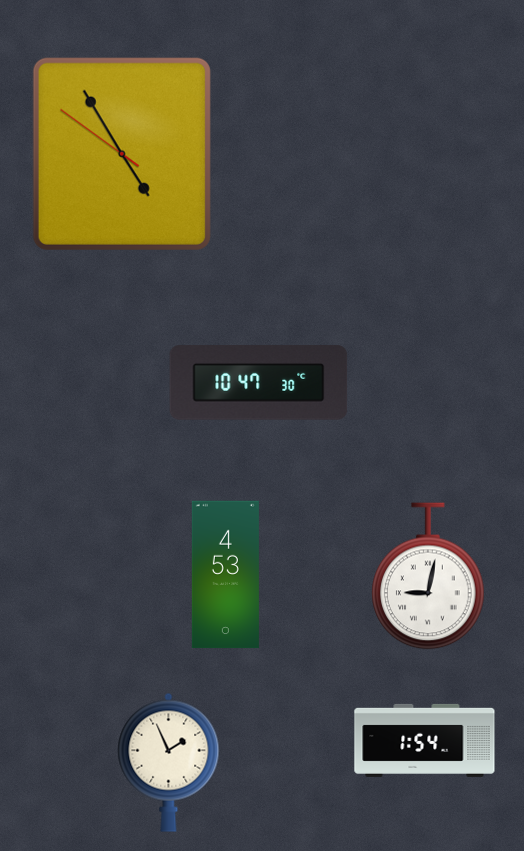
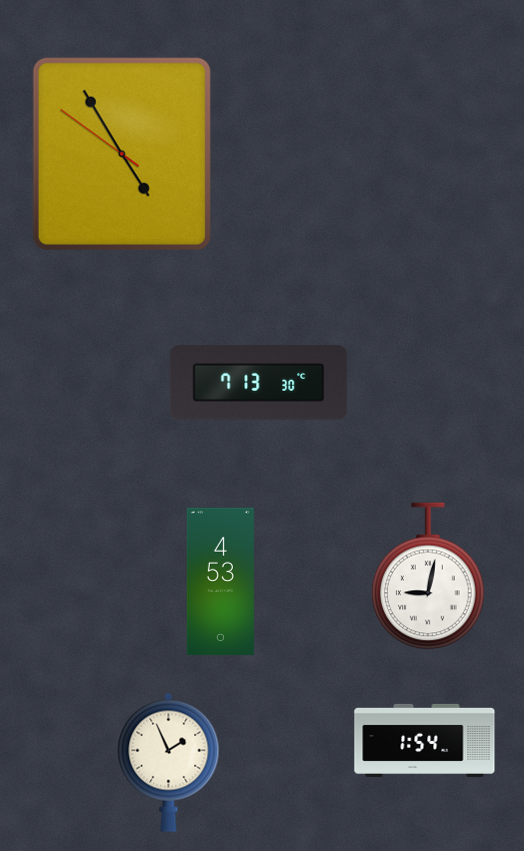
clock at (259, 383): 10:47 -> 7:13
clock at (225, 575) position: (225, 575) -> (220, 582)
